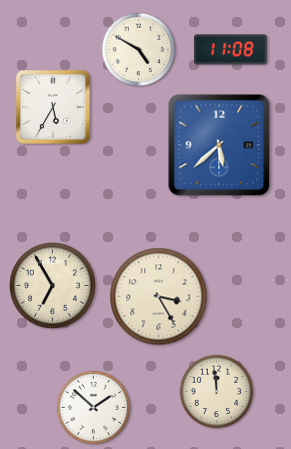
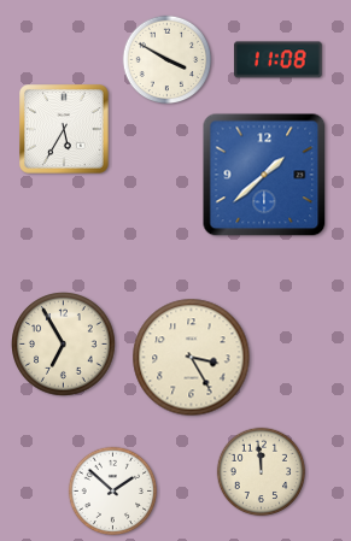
clock at (139, 50): 4:50 -> 3:50
clock at (219, 145): 5:38 -> 1:38
